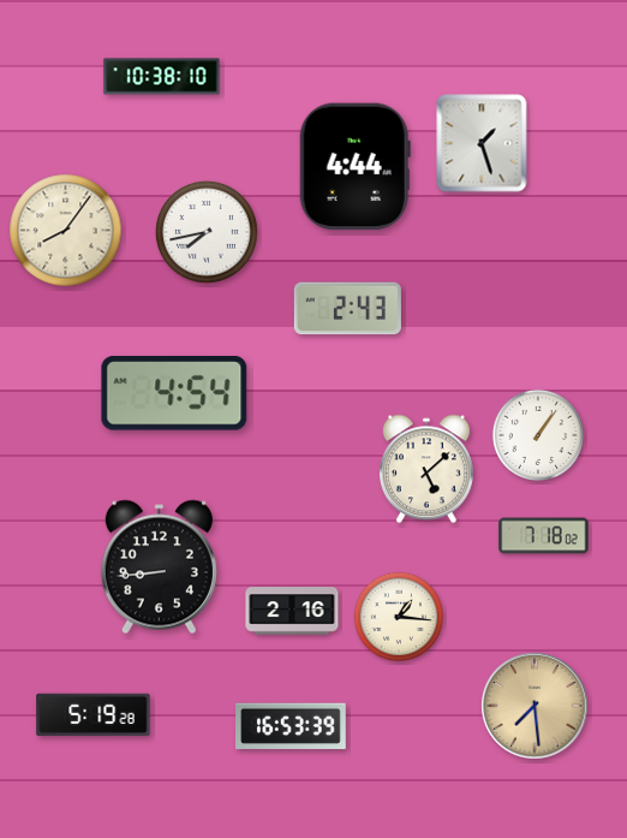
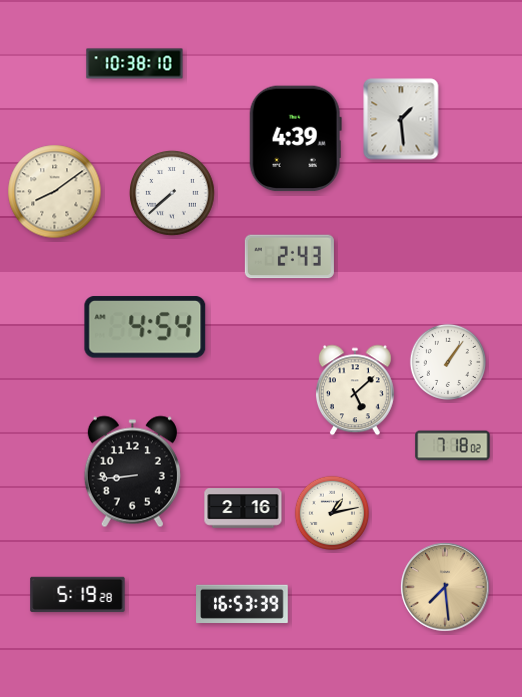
clock at (482, 143): 1:27 -> 1:29
clock at (354, 167): 4:44 -> 4:39
clock at (66, 231): 8:06 -> 8:09
clock at (207, 232): 7:43 -> 7:38
clock at (398, 616): 1:16 -> 1:13
